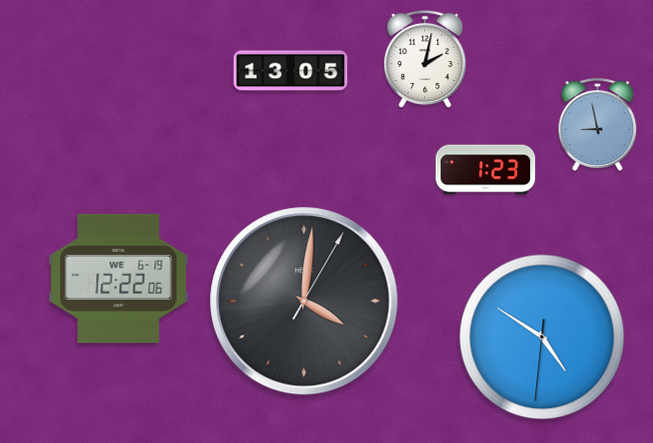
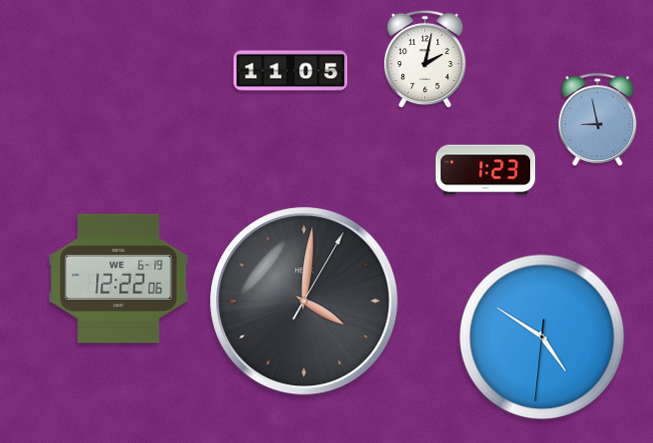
clock at (291, 71): 13:05 -> 11:05
clock at (598, 124) position: (598, 124) -> (598, 119)
